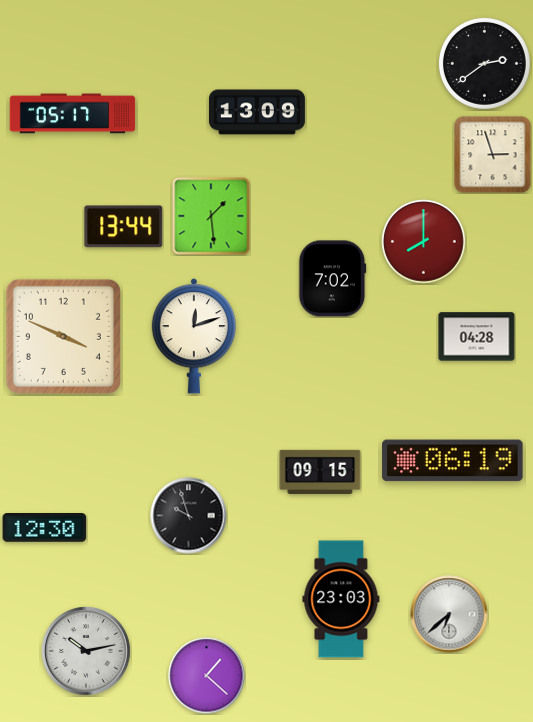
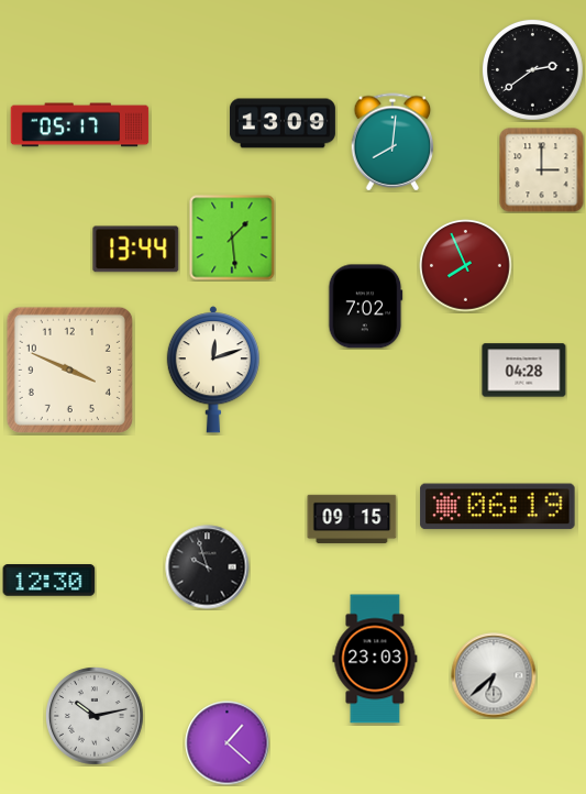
clock at (392, 142): none -> 8:01
clock at (493, 155): 2:57 -> 3:00
clock at (424, 242): 8:00 -> 7:56
